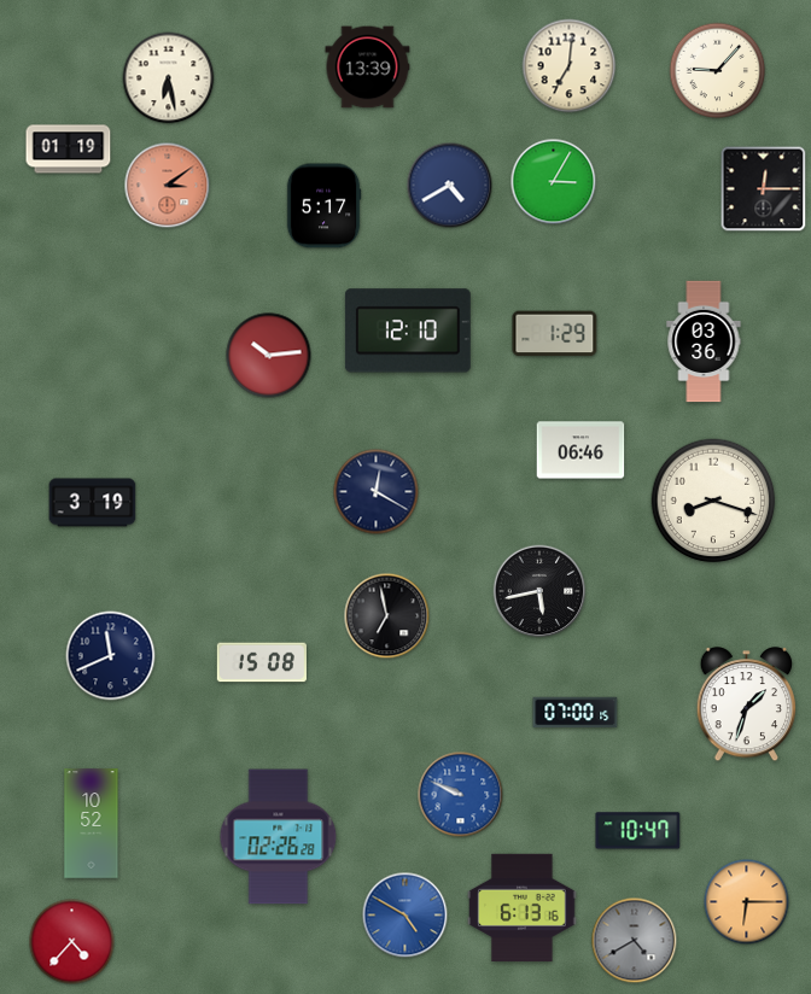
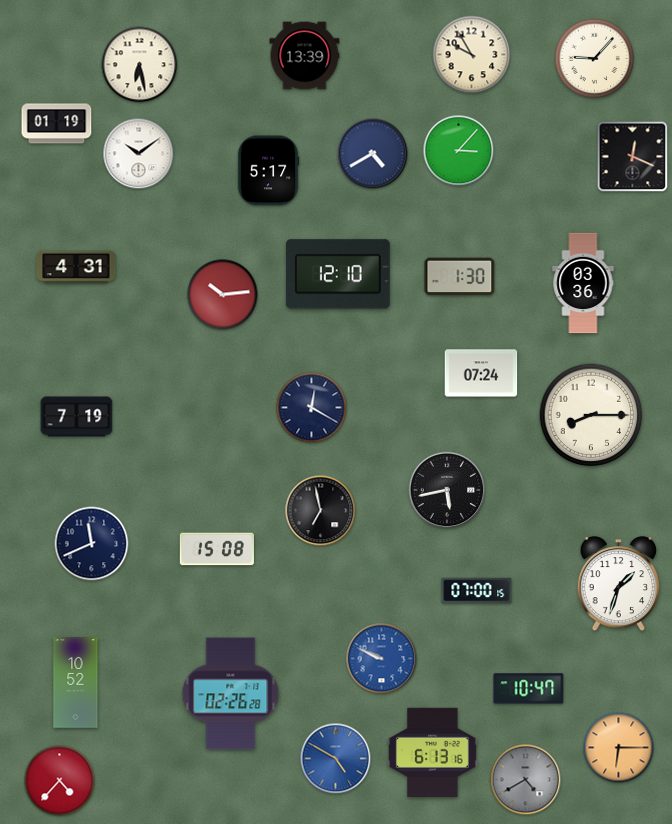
clock at (570, 66): 7:01 -> 9:55
clock at (554, 182): 3:05 -> 3:07
clock at (168, 186): 3:09 -> 10:09
clock at (168, 186) dial: salmon -> white
clock at (764, 189): 12:15 -> 12:19
clock at (76, 267): none -> 4:31
clock at (555, 334): 1:29 -> 1:30
clock at (580, 450): 06:46 -> 07:24
clock at (713, 501): 8:18 -> 8:15
clock at (93, 503): 3:19 -> 7:19
